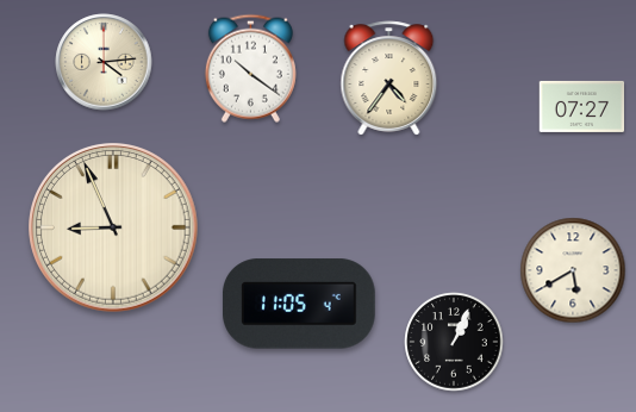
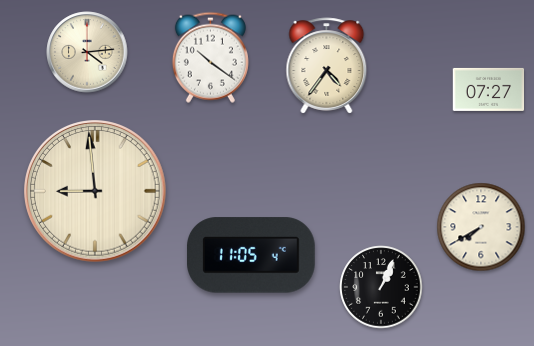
clock at (113, 227): 8:56 -> 8:59
clock at (573, 270): 5:40 -> 7:40
